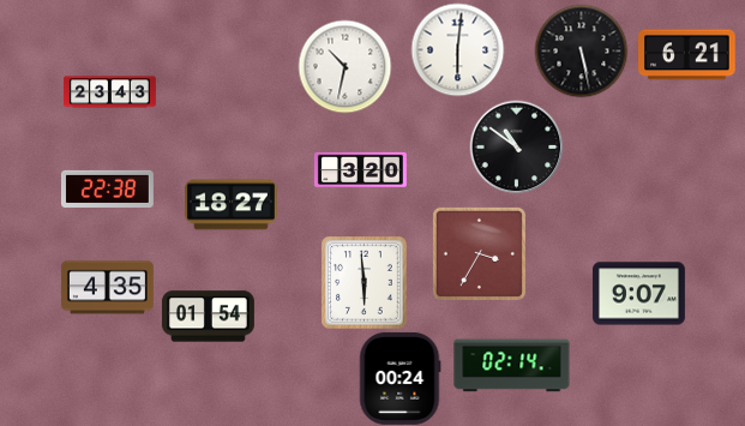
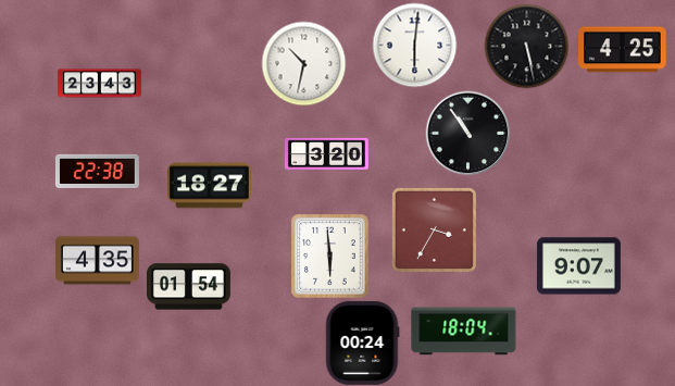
clock at (687, 55): 6:21 -> 4:25
clock at (344, 66) position: (344, 66) -> (303, 63)
clock at (516, 146): 10:51 -> 10:54
clock at (512, 366): 02:14 -> 18:04
